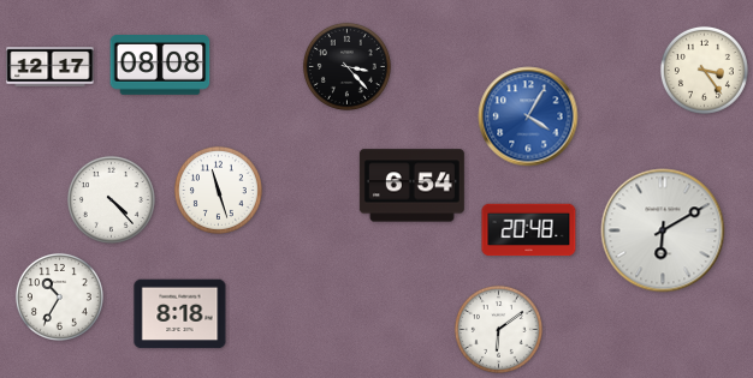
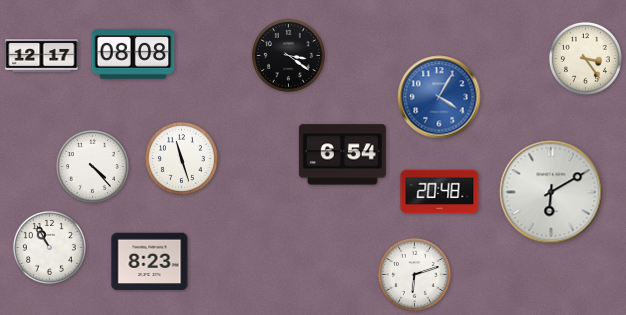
clock at (346, 66): 3:23 -> 3:21
clock at (59, 296): 10:35 -> 10:55
clock at (180, 314): 8:18 -> 8:23
clock at (498, 329): 6:09 -> 6:12
